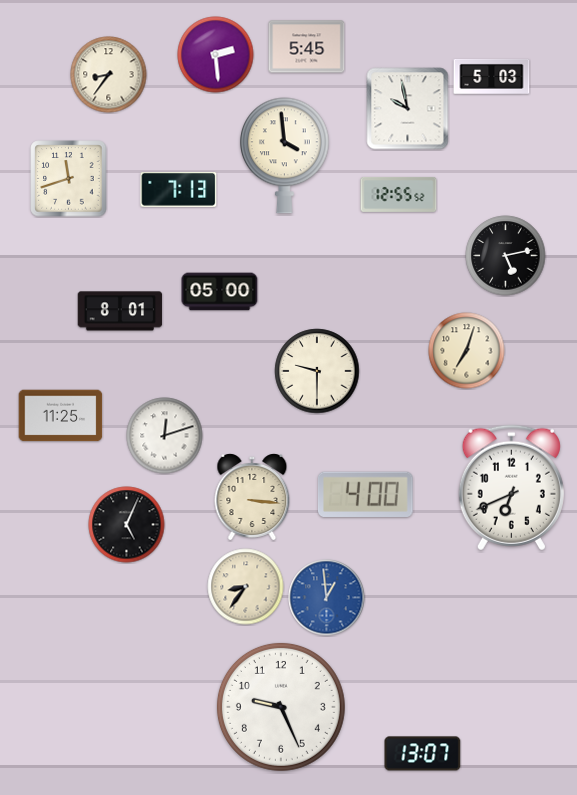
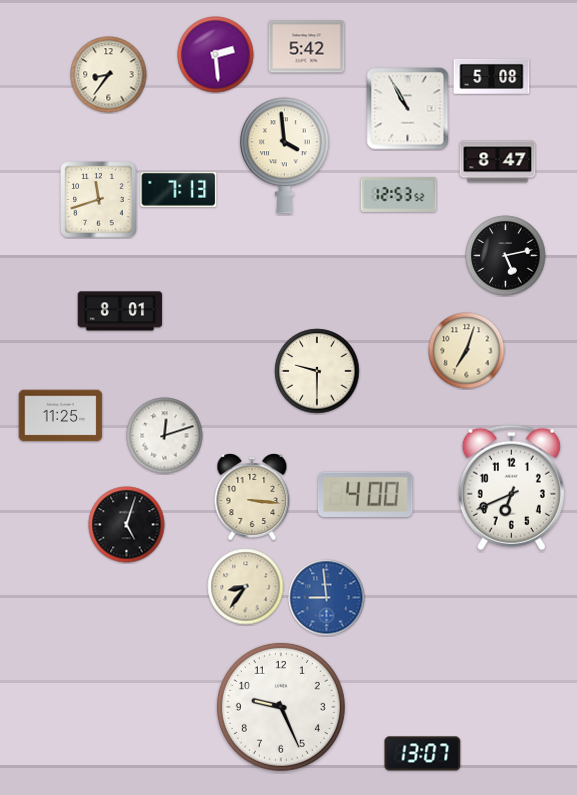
clock at (307, 47): 5:45 -> 5:42
clock at (492, 76): 5:03 -> 5:08
clock at (408, 109): 9:58 -> 10:55
clock at (498, 162): none -> 8:47
clock at (69, 179) position: (69, 179) -> (99, 200)
clock at (399, 194): 12:55 -> 12:53
clock at (220, 292): 05:00 -> none
clock at (127, 525): 5:04 -> 5:03
clock at (327, 598): 12:59 -> 8:59
